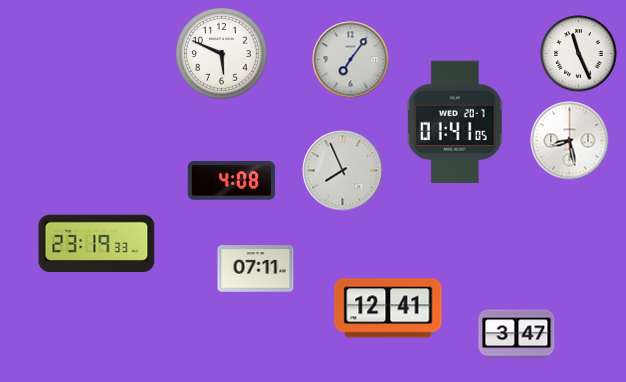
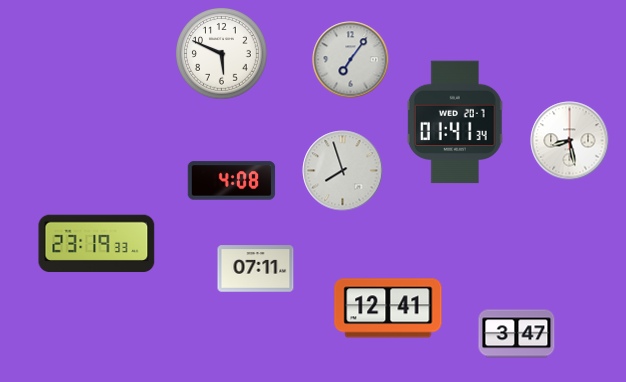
clock at (579, 54): 11:26 -> none
clock at (455, 122): 01:41:05 -> 01:41:34
clock at (343, 171): 7:56 -> 7:57
